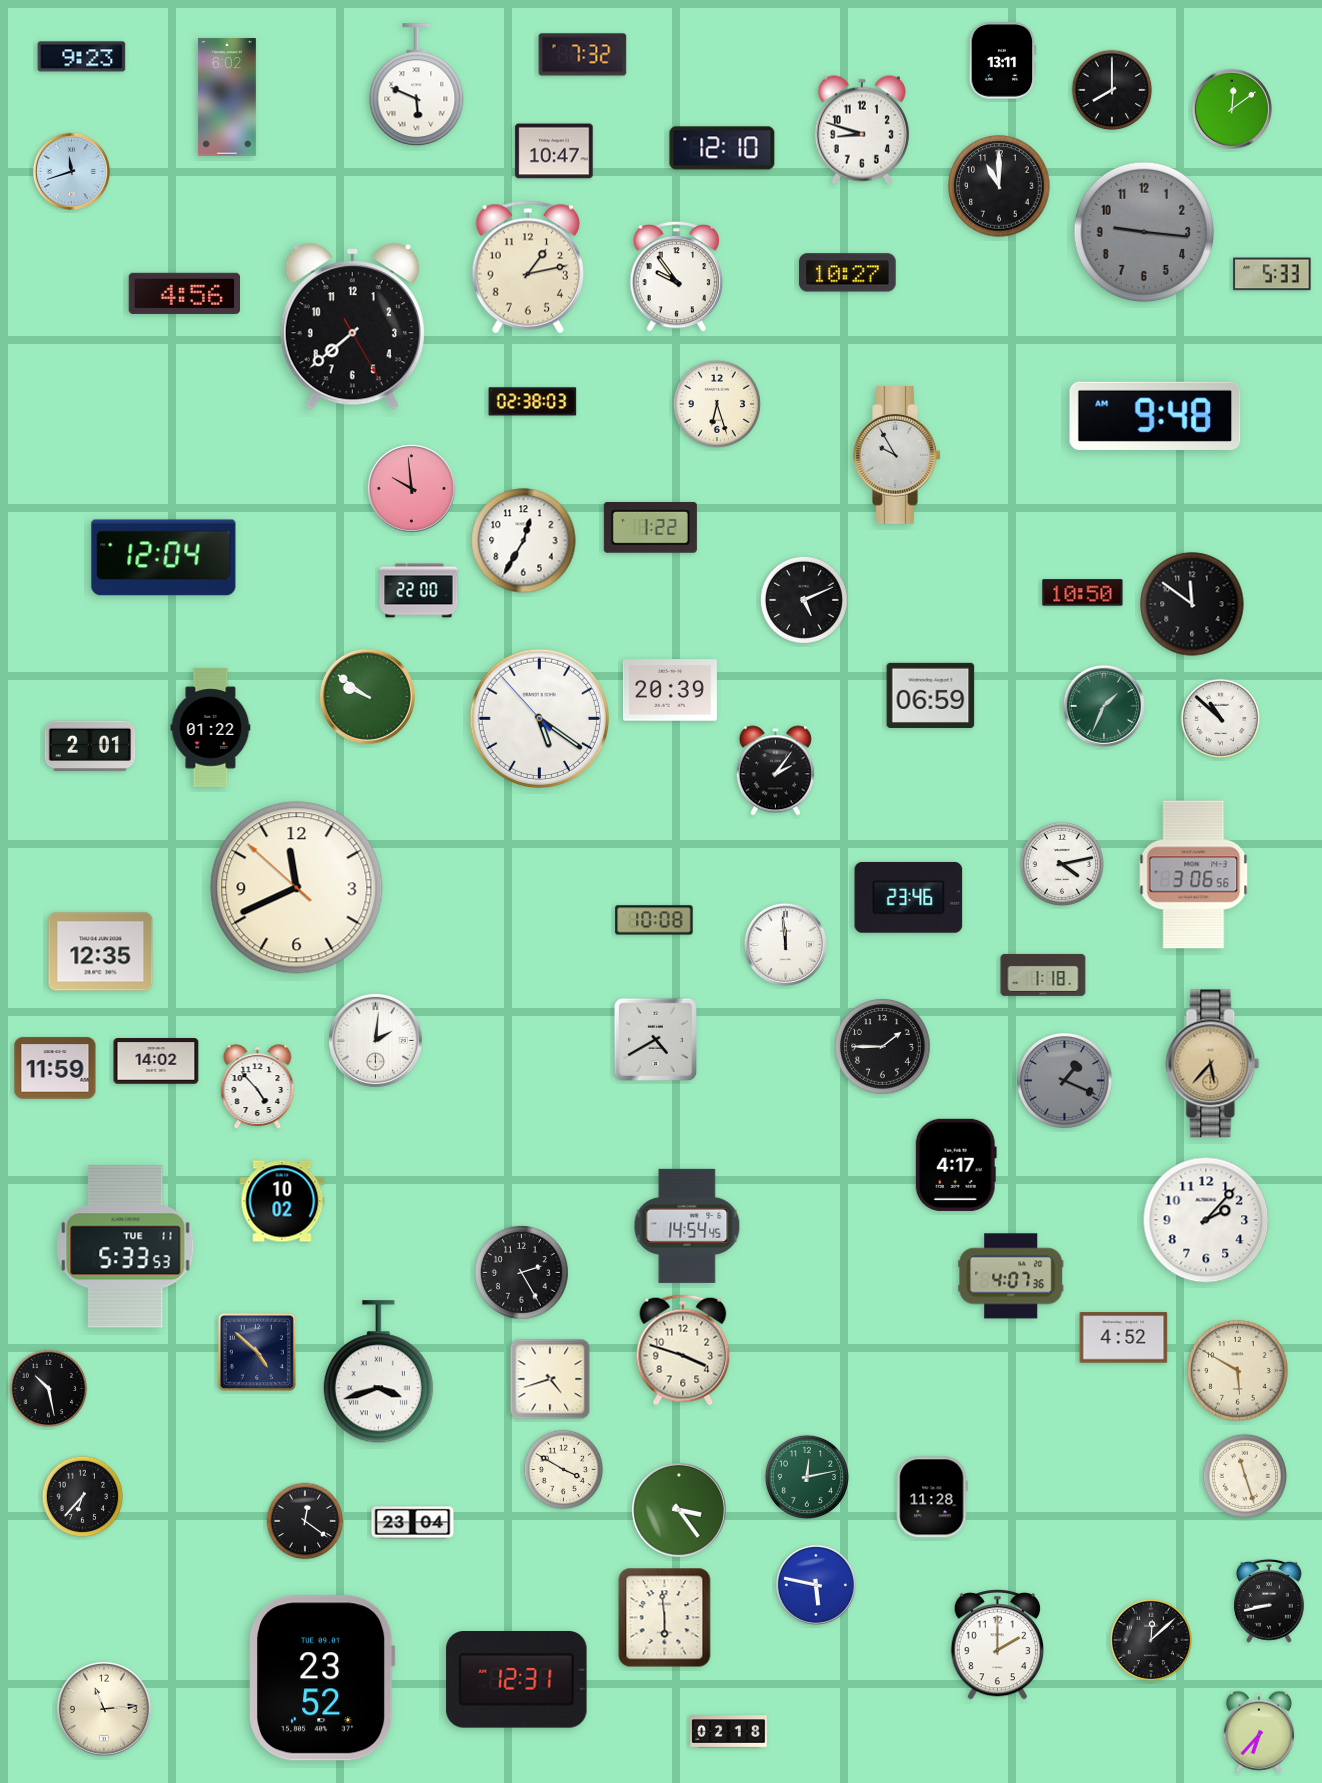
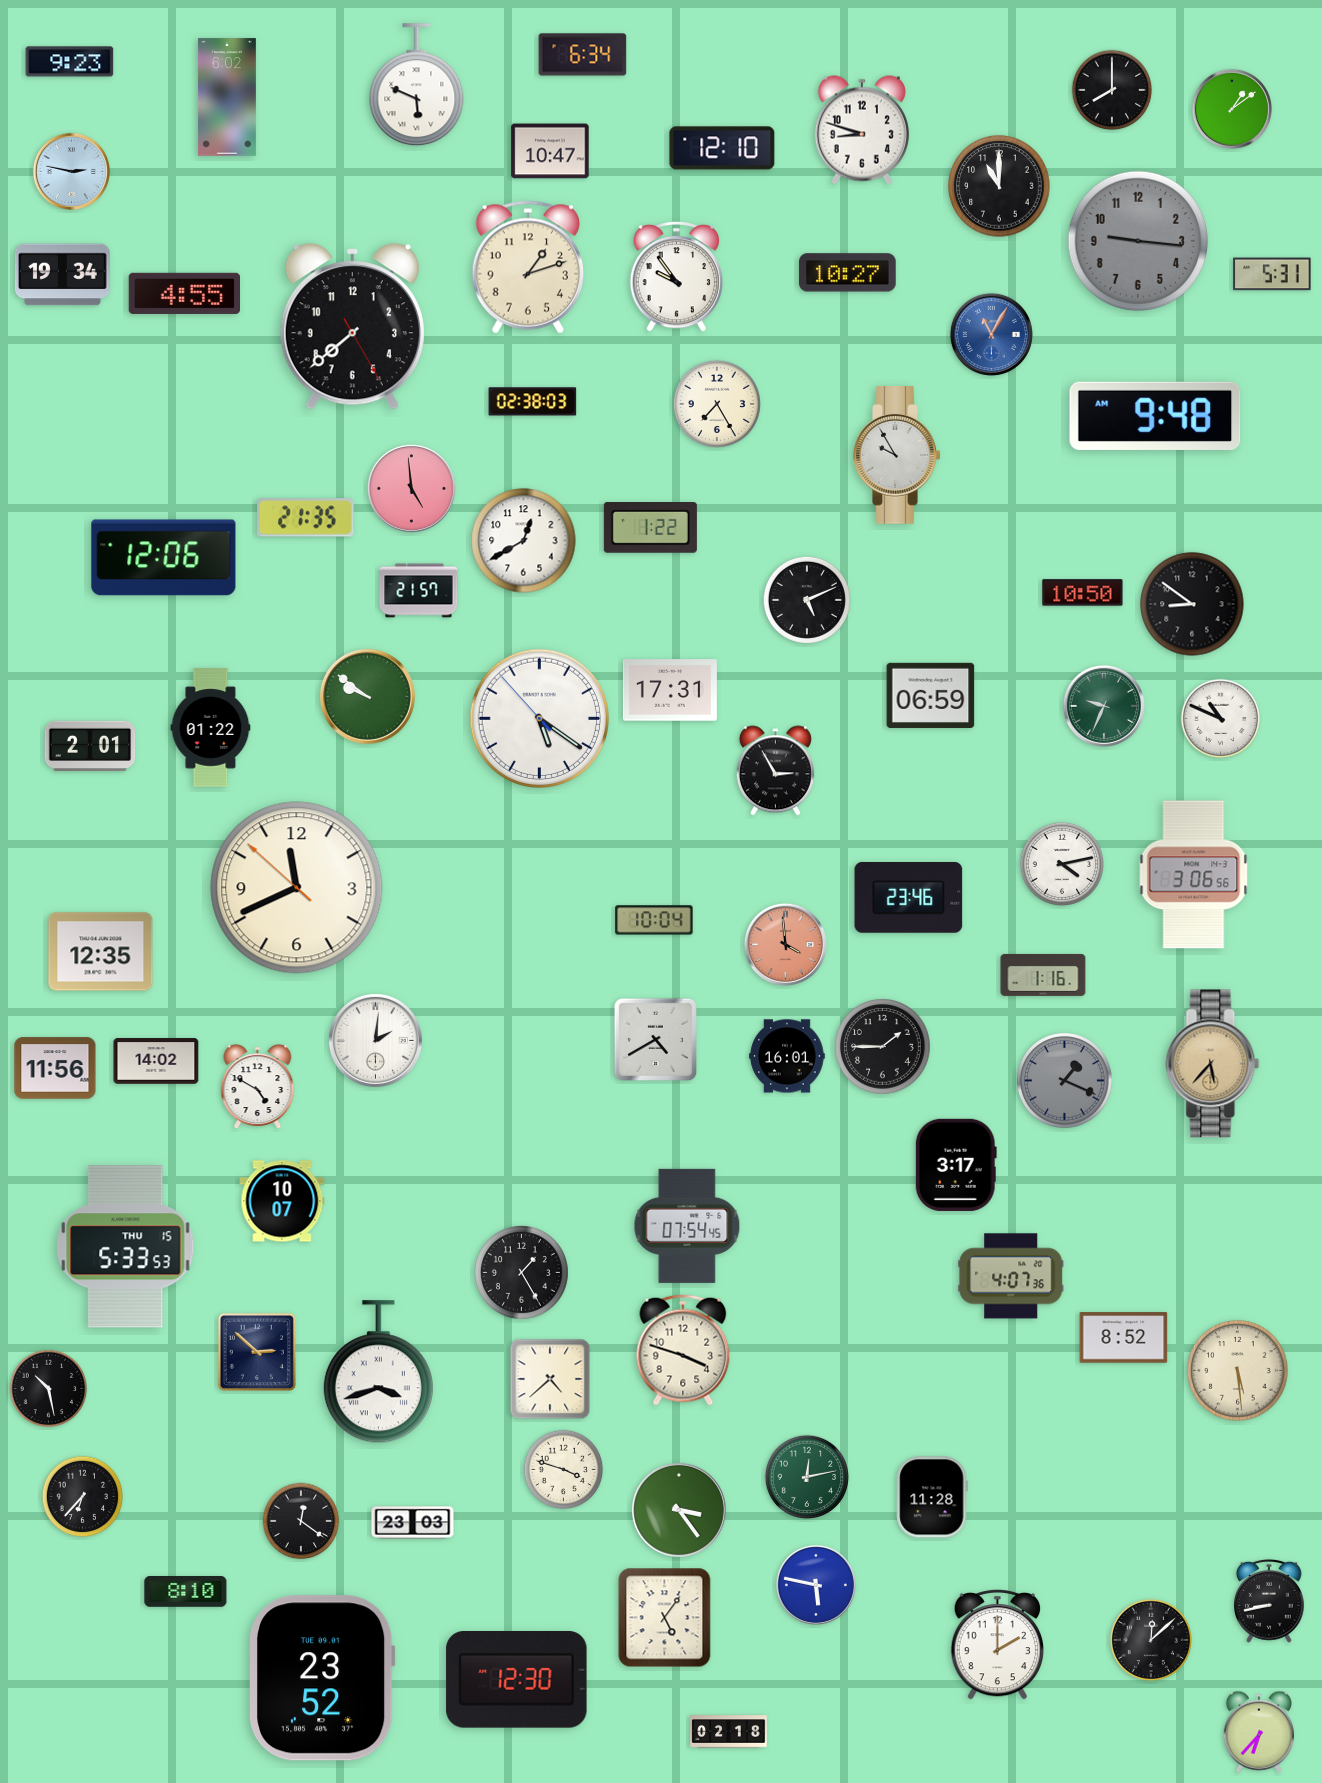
clock at (583, 55): 7:32 -> 6:34
clock at (82, 57) position: (82, 57) -> (70, 62)
clock at (1003, 61): 13:11 -> none
clock at (1232, 109): 12:09 -> 1:09
clock at (554, 151) position: (554, 151) -> (550, 151)
clock at (71, 171): 11:42 -> 2:47
clock at (1144, 232) position: (1144, 232) -> (1138, 241)
clock at (527, 267): 1:13 -> 1:12
clock at (1272, 274): 5:33 -> 5:31
clock at (62, 275): none -> 19:34
clock at (184, 293): 4:56 -> 4:55
clock at (991, 334): none -> 11:05
clock at (717, 404): 6:27 -> 7:25
clock at (411, 488): 9:59 -> 4:59
clock at (306, 518): none -> 21:35
clock at (524, 541): 12:35 -> 12:40
clock at (164, 558): 12:04 -> 12:06
clock at (419, 591): 22:00 -> 21:57
clock at (804, 600) position: (804, 600) -> (807, 600)
clock at (1192, 604): 11:51 -> 8:51
clock at (670, 690): 20:39 -> 17:31
clock at (1104, 706): 1:34 -> 9:34
clock at (1221, 719): 10:52 -> 10:49
clock at (775, 771): 2:06 -> 2:55
clock at (654, 920): 10:08 -> 10:04
clock at (785, 944): 11:59 -> 3:59
clock at (785, 944) dial: white -> salmon
clock at (1043, 975): 1:18 -> 1:16
clock at (787, 1056): none -> 16:01
clock at (55, 1068): 11:59 -> 11:56
clock at (258, 1087): 4:53 -> 4:50
clock at (956, 1165): 4:17 -> 3:17
clock at (282, 1201): 10:02 -> 10:07
clock at (1206, 1220): 2:07 -> none
clock at (687, 1226): 14:54 -> 07:54
clock at (126, 1247) date: TUE 11 -> THU 15
clock at (521, 1272): 2:25 -> 1:25
clock at (1124, 1338): 4:52 -> 8:52
clock at (257, 1352): 4:52 -> 2:52
clock at (1238, 1371): 5:50 -> 5:29
clock at (550, 1379): 4:42 -> 4:38
clock at (564, 1470): 3:50 -> 3:48
clock at (1244, 1475): 11:27 -> none
clock at (305, 1521) position: (305, 1521) -> (301, 1521)
clock at (413, 1523): 23:04 -> 23:03
clock at (186, 1592): none -> 8:10
clock at (665, 1618): 5:59 -> 5:06
clock at (517, 1680): 12:31 -> 12:30
clock at (104, 1709): 11:14 -> none
